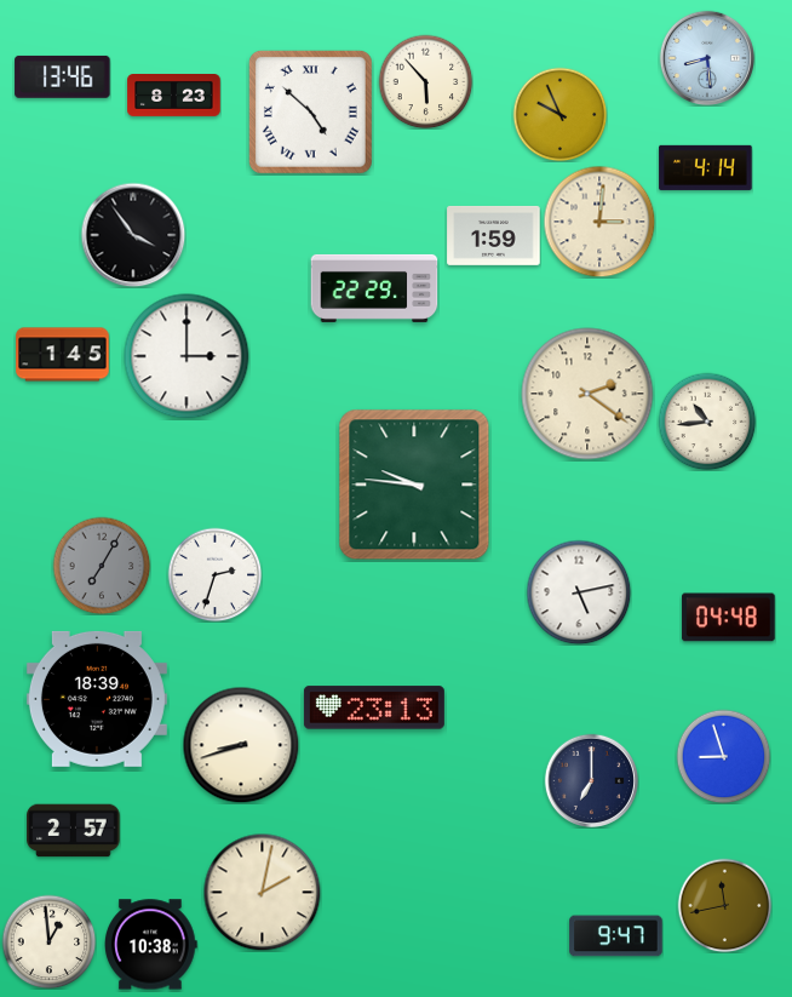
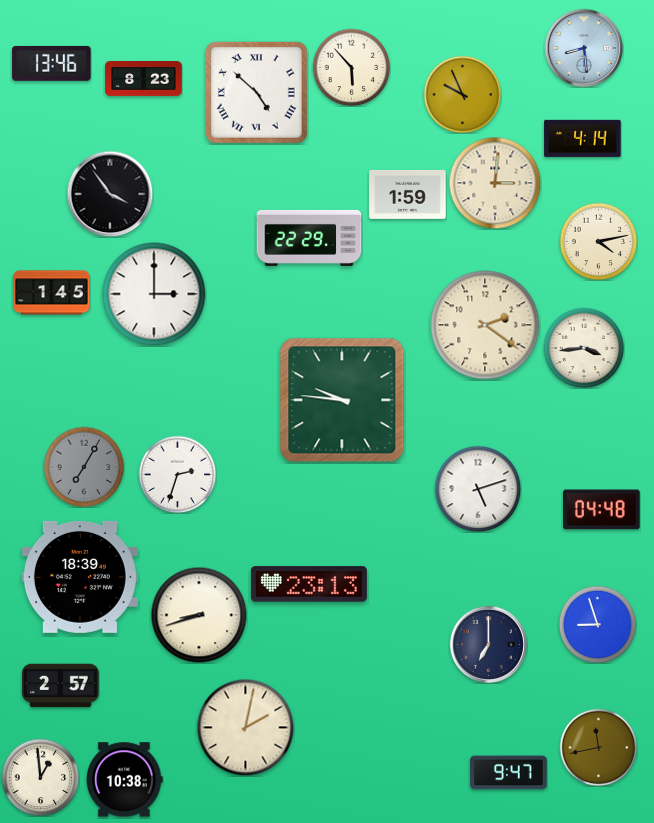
clock at (598, 241): none -> 4:13
clock at (707, 422): 10:44 -> 3:44
clock at (579, 592): 5:13 -> 5:12
clock at (262, 892) position: (262, 892) -> (245, 727)
